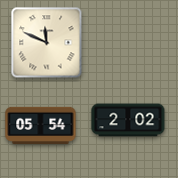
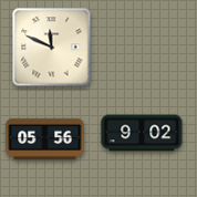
clock at (128, 120): 2:02 -> 9:02
clock at (41, 125): 05:54 -> 05:56
